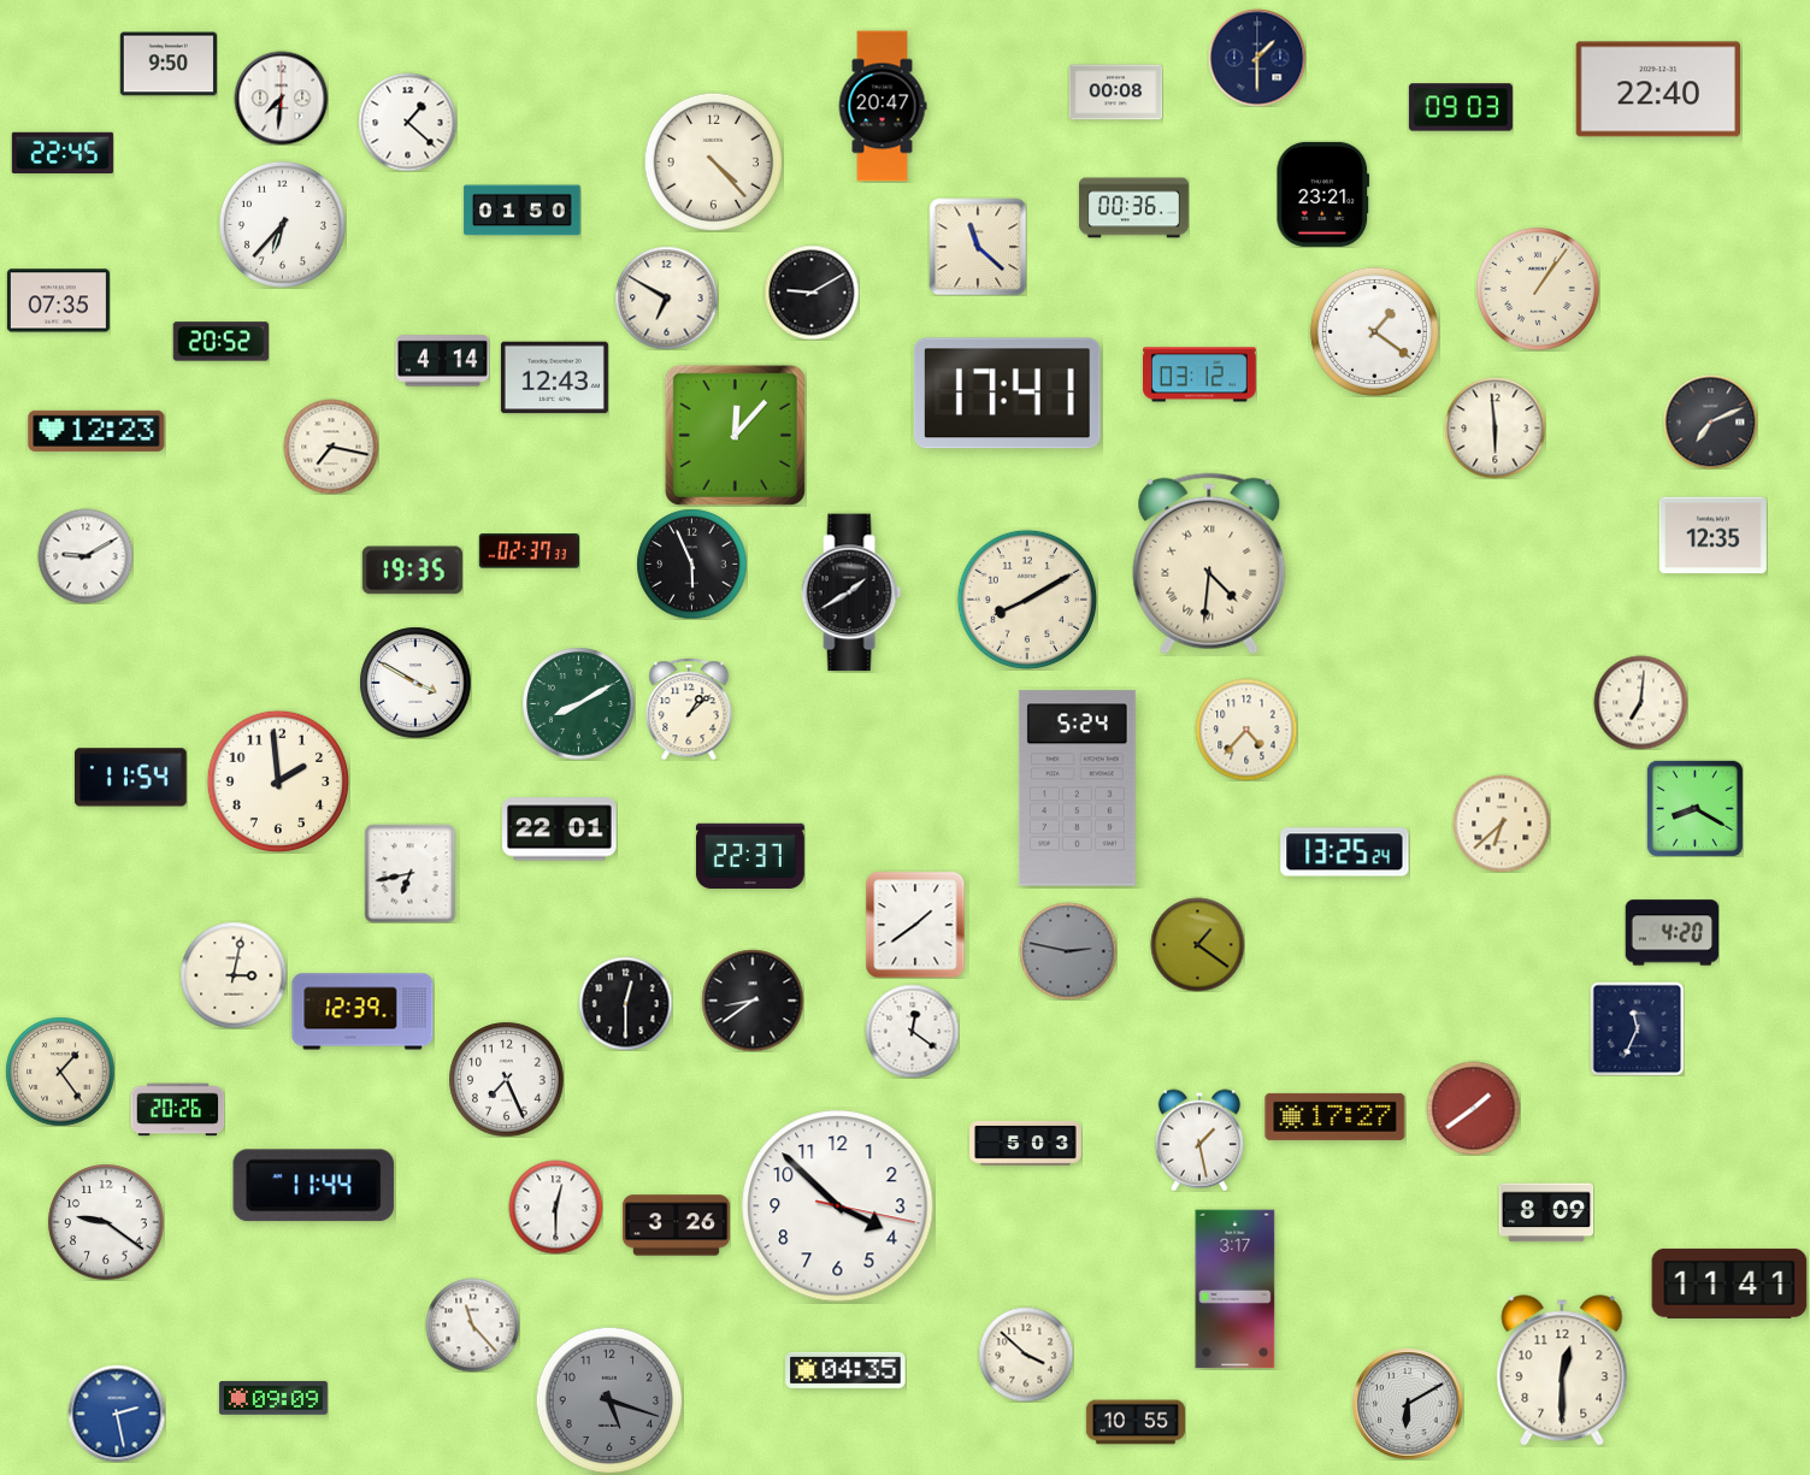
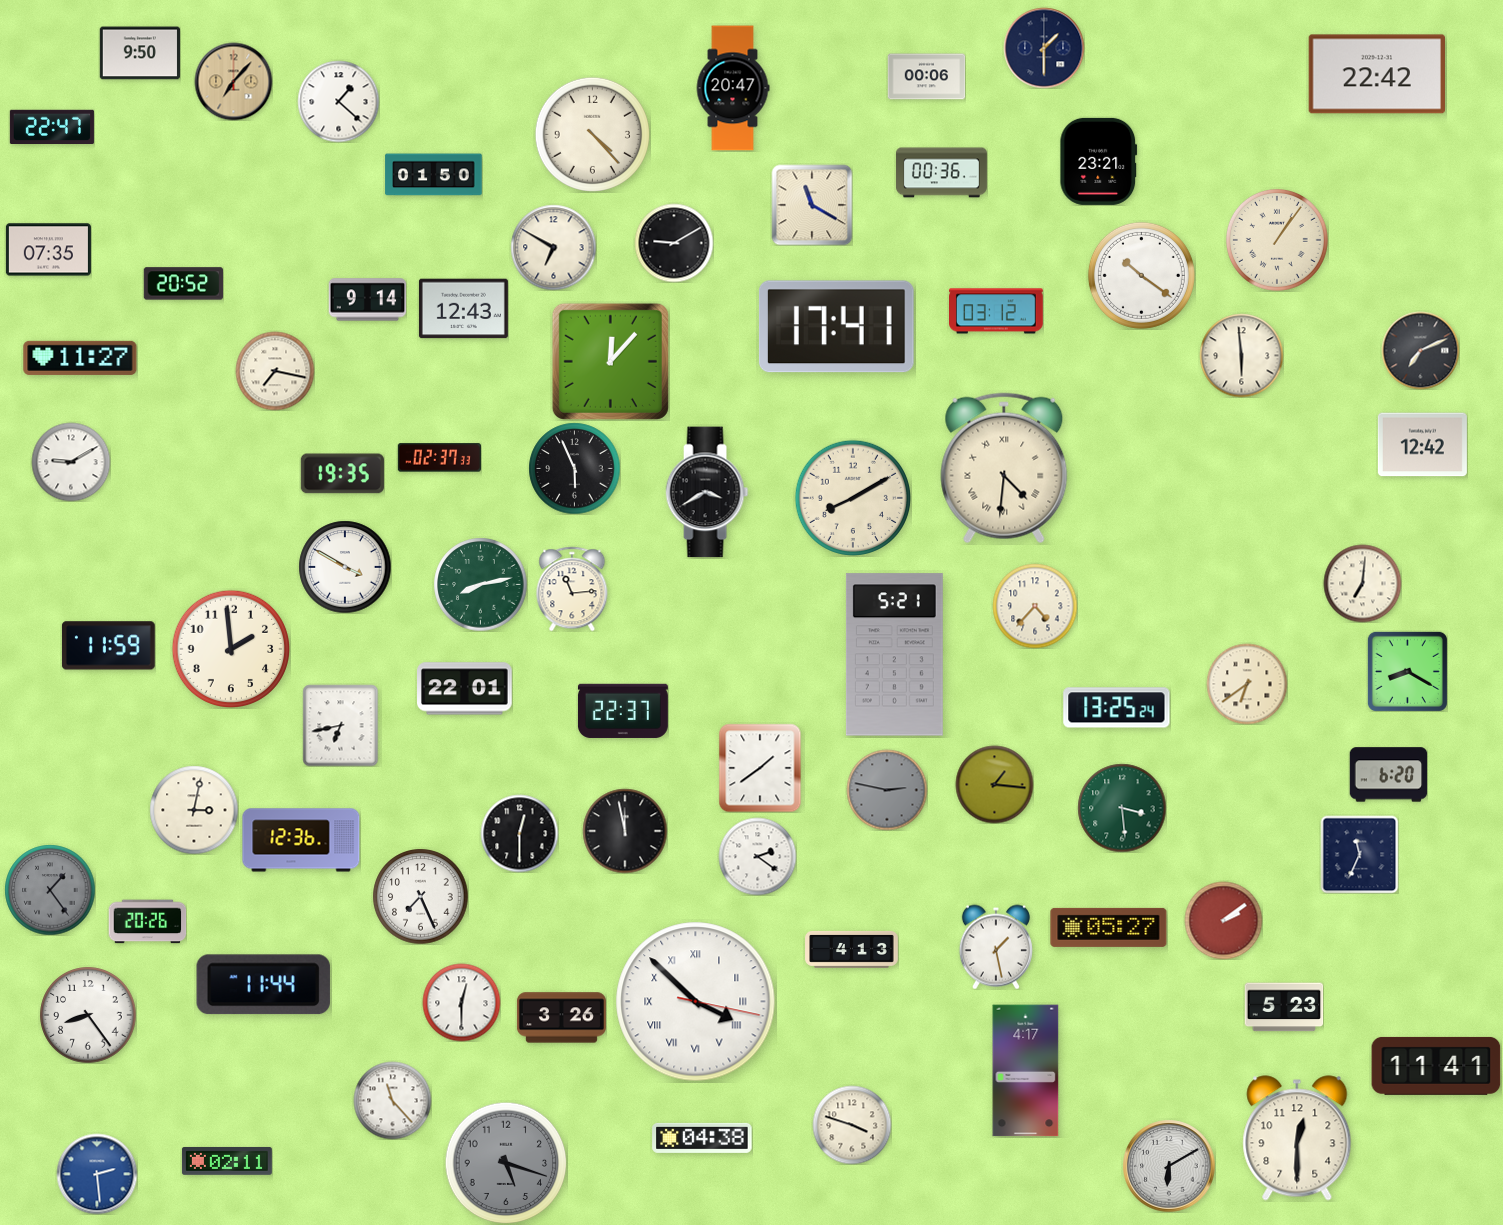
clock at (1657, 89): 22:40 -> 22:42
clock at (1115, 93): 00:08 -> 00:06
clock at (281, 98): 7:31 -> 7:07
clock at (281, 98) dial: white -> champagne
clock at (1461, 107): 09:03 -> none
clock at (63, 152): 22:45 -> 22:47
clock at (282, 224): 6:37 -> none
clock at (978, 247): 11:22 -> 11:20
clock at (1374, 331): 1:21 -> 10:21
clock at (442, 361): 4:14 -> 9:14
clock at (554, 378) position: (554, 378) -> (463, 309)
clock at (96, 431): 12:23 -> 11:27
clock at (1712, 536): 12:35 -> 12:42
clock at (851, 592): 1:40 -> 3:40
clock at (578, 703): 8:10 -> 8:13
clock at (689, 709): 1:08 -> 11:14
clock at (130, 778): 11:54 -> 11:59
clock at (1077, 789): 5:24 -> 5:21
clock at (1502, 824): 6:38 -> 6:39
clock at (1672, 933): 4:20 -> 6:20
clock at (1197, 944): 1:21 -> 1:16
clock at (1122, 808): none -> 3:29
clock at (753, 1001): 8:39 -> 11:58
clock at (362, 1011): 12:39 -> 12:36
clock at (912, 1031): 12:21 -> 2:21
clock at (60, 1072) dial: cream -> grey
clock at (1473, 1108): 1:39 -> 2:09
clock at (1336, 1116): 17:27 -> 05:27
clock at (1026, 1143): 5:03 -> 4:13
clock at (313, 1186) position: (313, 1186) -> (263, 985)
clock at (838, 1206) numerals: Arabic -> Roman
clock at (1546, 1213): 8:09 -> 5:23
clock at (106, 1222): 9:21 -> 8:24
clock at (1236, 1290): 3:17 -> 4:17
clock at (1026, 1355): 3:52 -> 3:48
clock at (845, 1370): 04:35 -> 04:38
clock at (273, 1398): 09:09 -> 02:11
clock at (117, 1414): 2:28 -> 2:29
clock at (1134, 1422): 10:55 -> none
